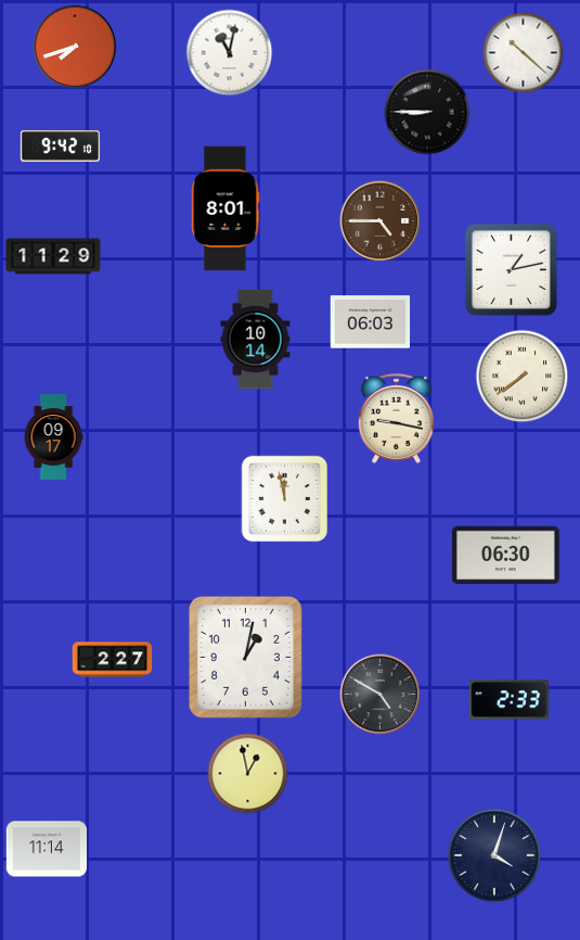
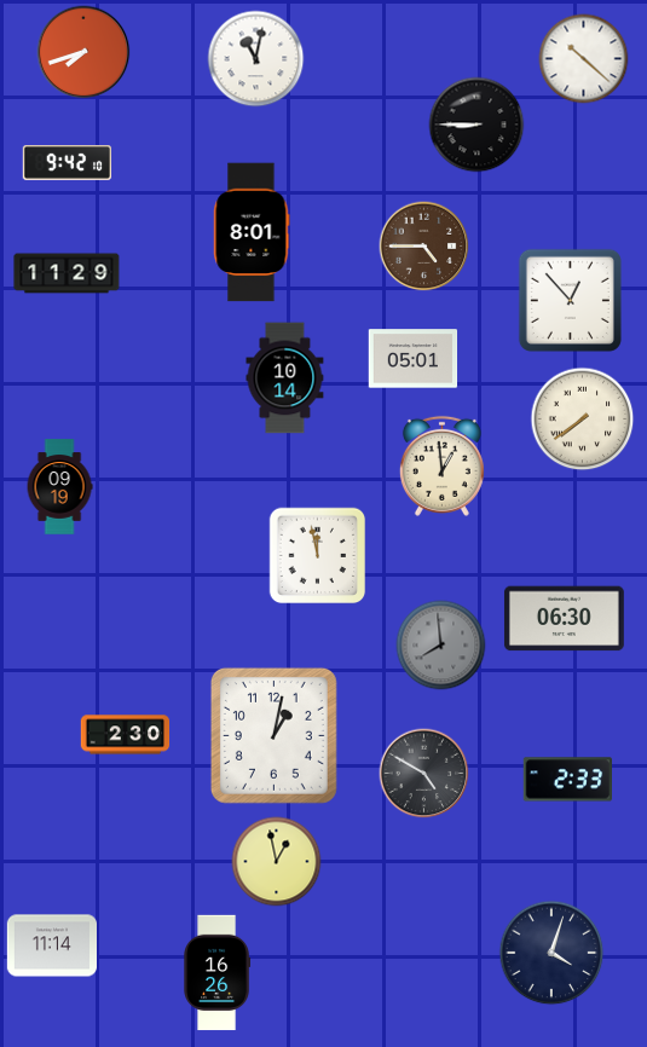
clock at (53, 256) position: (53, 256) -> (67, 273)
clock at (511, 269): 1:13 -> 12:53
clock at (371, 322): 06:03 -> 05:01
clock at (396, 418): 9:17 -> 12:59
clock at (53, 437): 09:17 -> 09:19
clock at (441, 646): none -> 7:59
clock at (245, 657) position: (245, 657) -> (273, 735)
clock at (113, 660): 2:27 -> 2:30
clock at (218, 973): none -> 16:26
